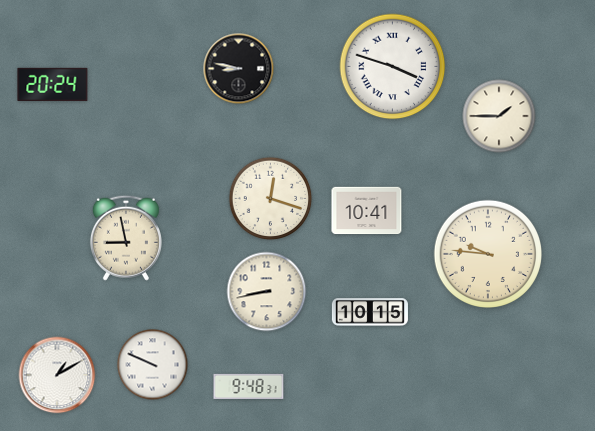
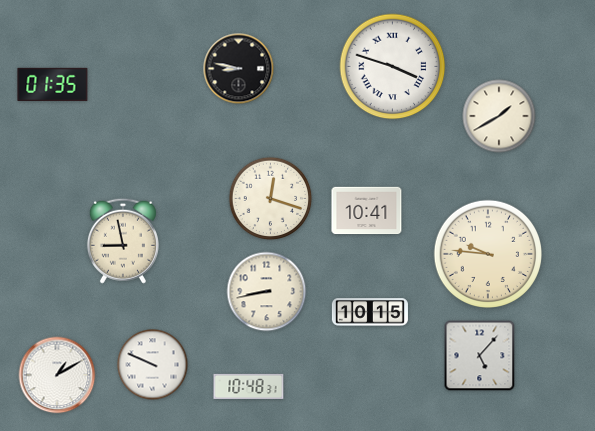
clock at (53, 84): 20:24 -> 01:35
clock at (499, 116): 1:45 -> 1:40
clock at (126, 238) position: (126, 238) -> (123, 241)
clock at (480, 356): none -> 5:07
clock at (249, 386): 9:48 -> 10:48
